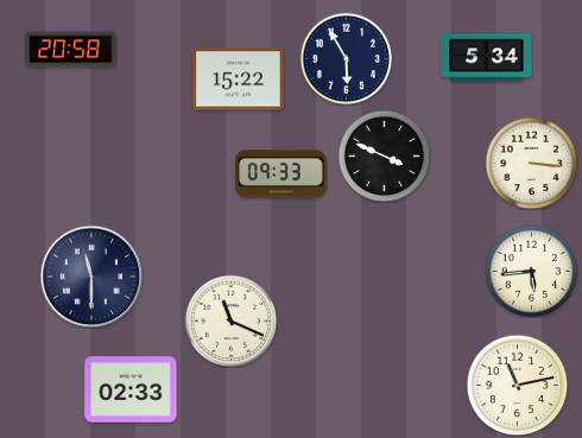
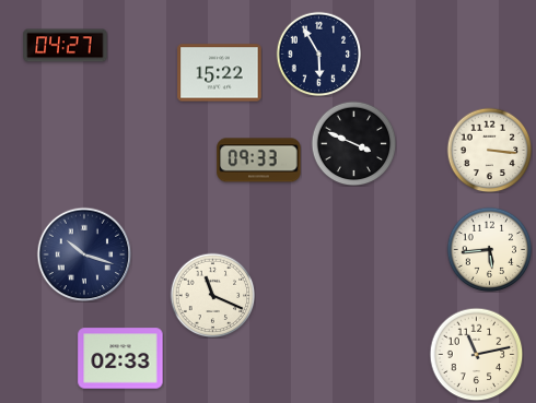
clock at (71, 50): 20:58 -> 04:27
clock at (487, 58): 5:34 -> none
clock at (91, 277): 11:30 -> 10:18
